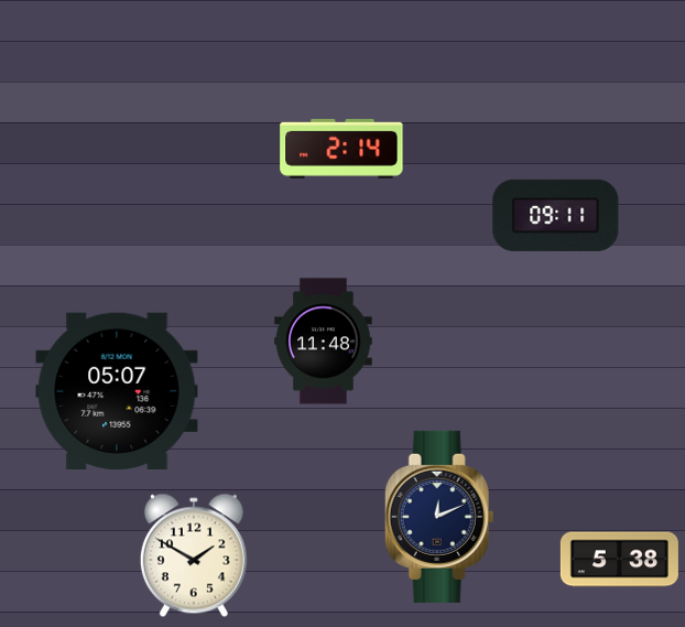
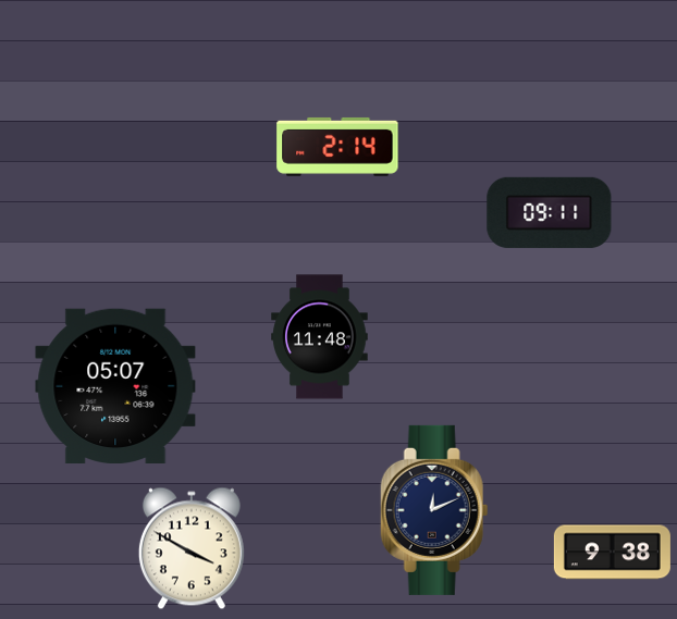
clock at (194, 555): 1:50 -> 3:50
clock at (619, 560): 5:38 -> 9:38
